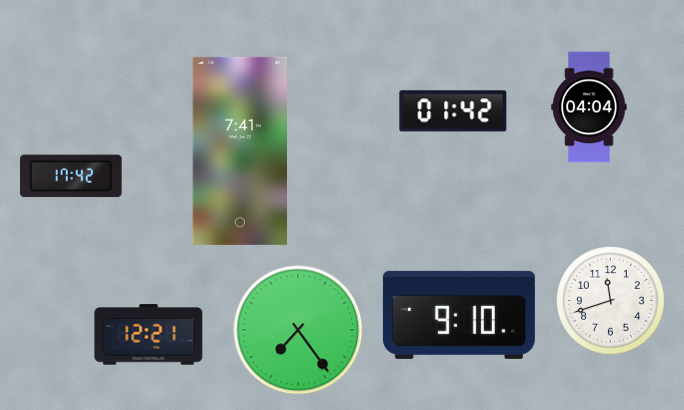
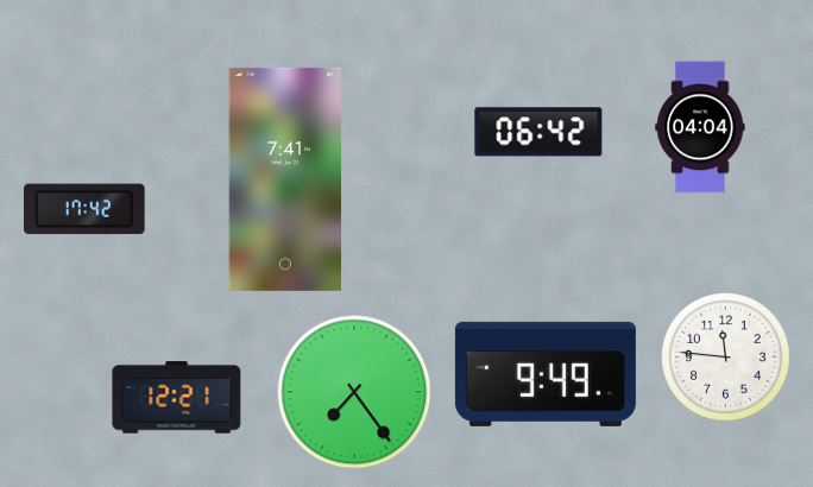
clock at (453, 111): 01:42 -> 06:42
clock at (611, 301): 11:42 -> 11:46
clock at (459, 315): 9:10 -> 9:49
